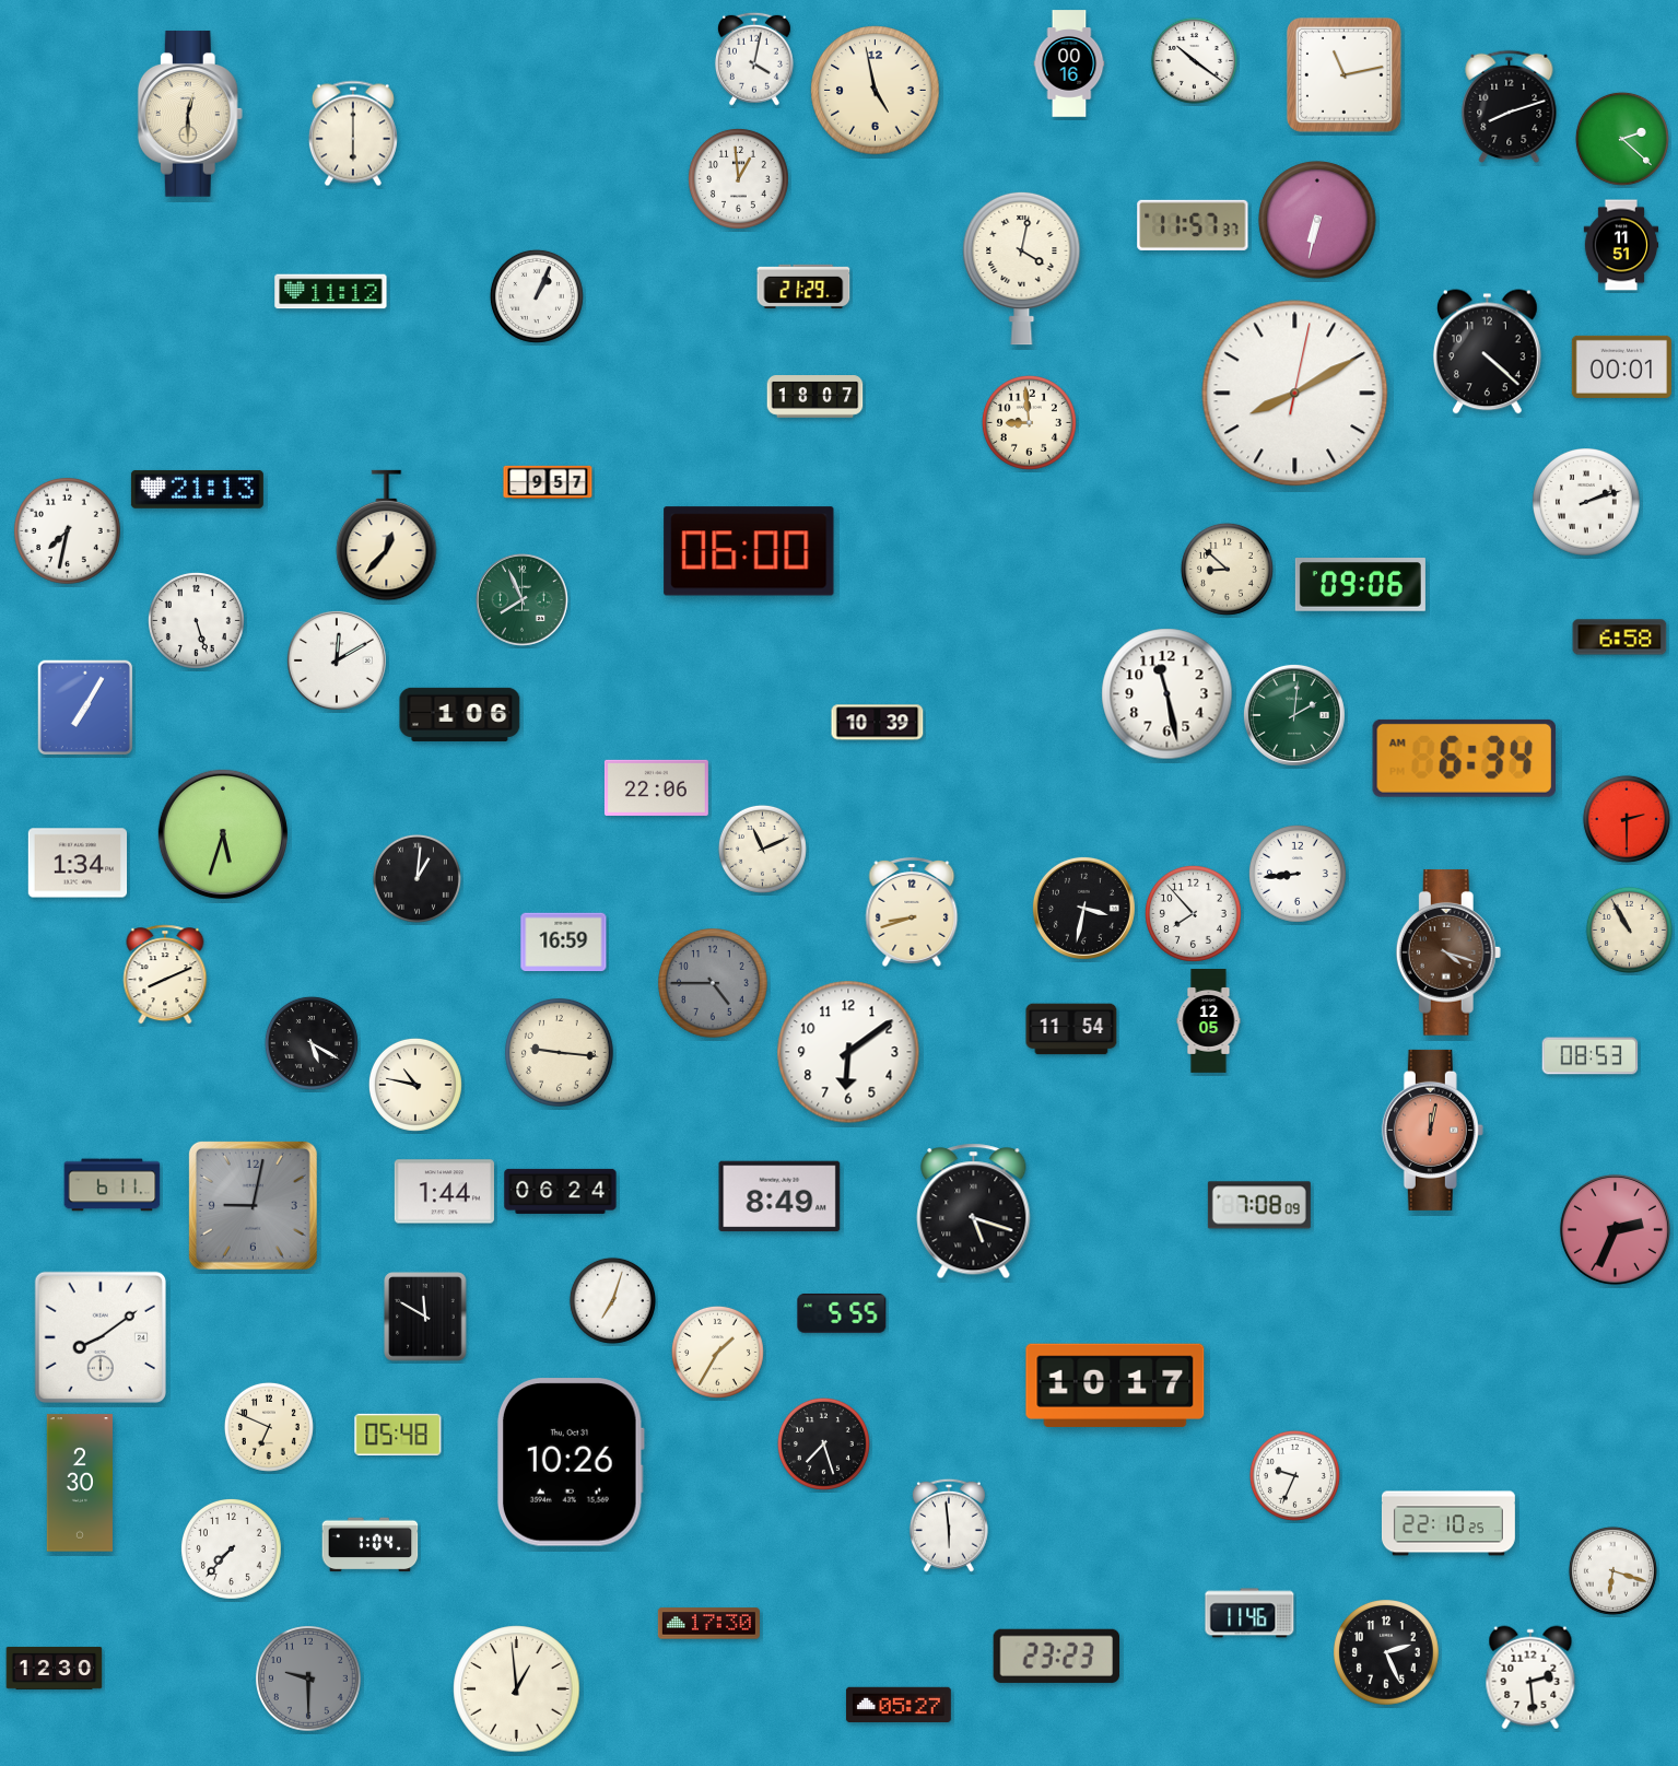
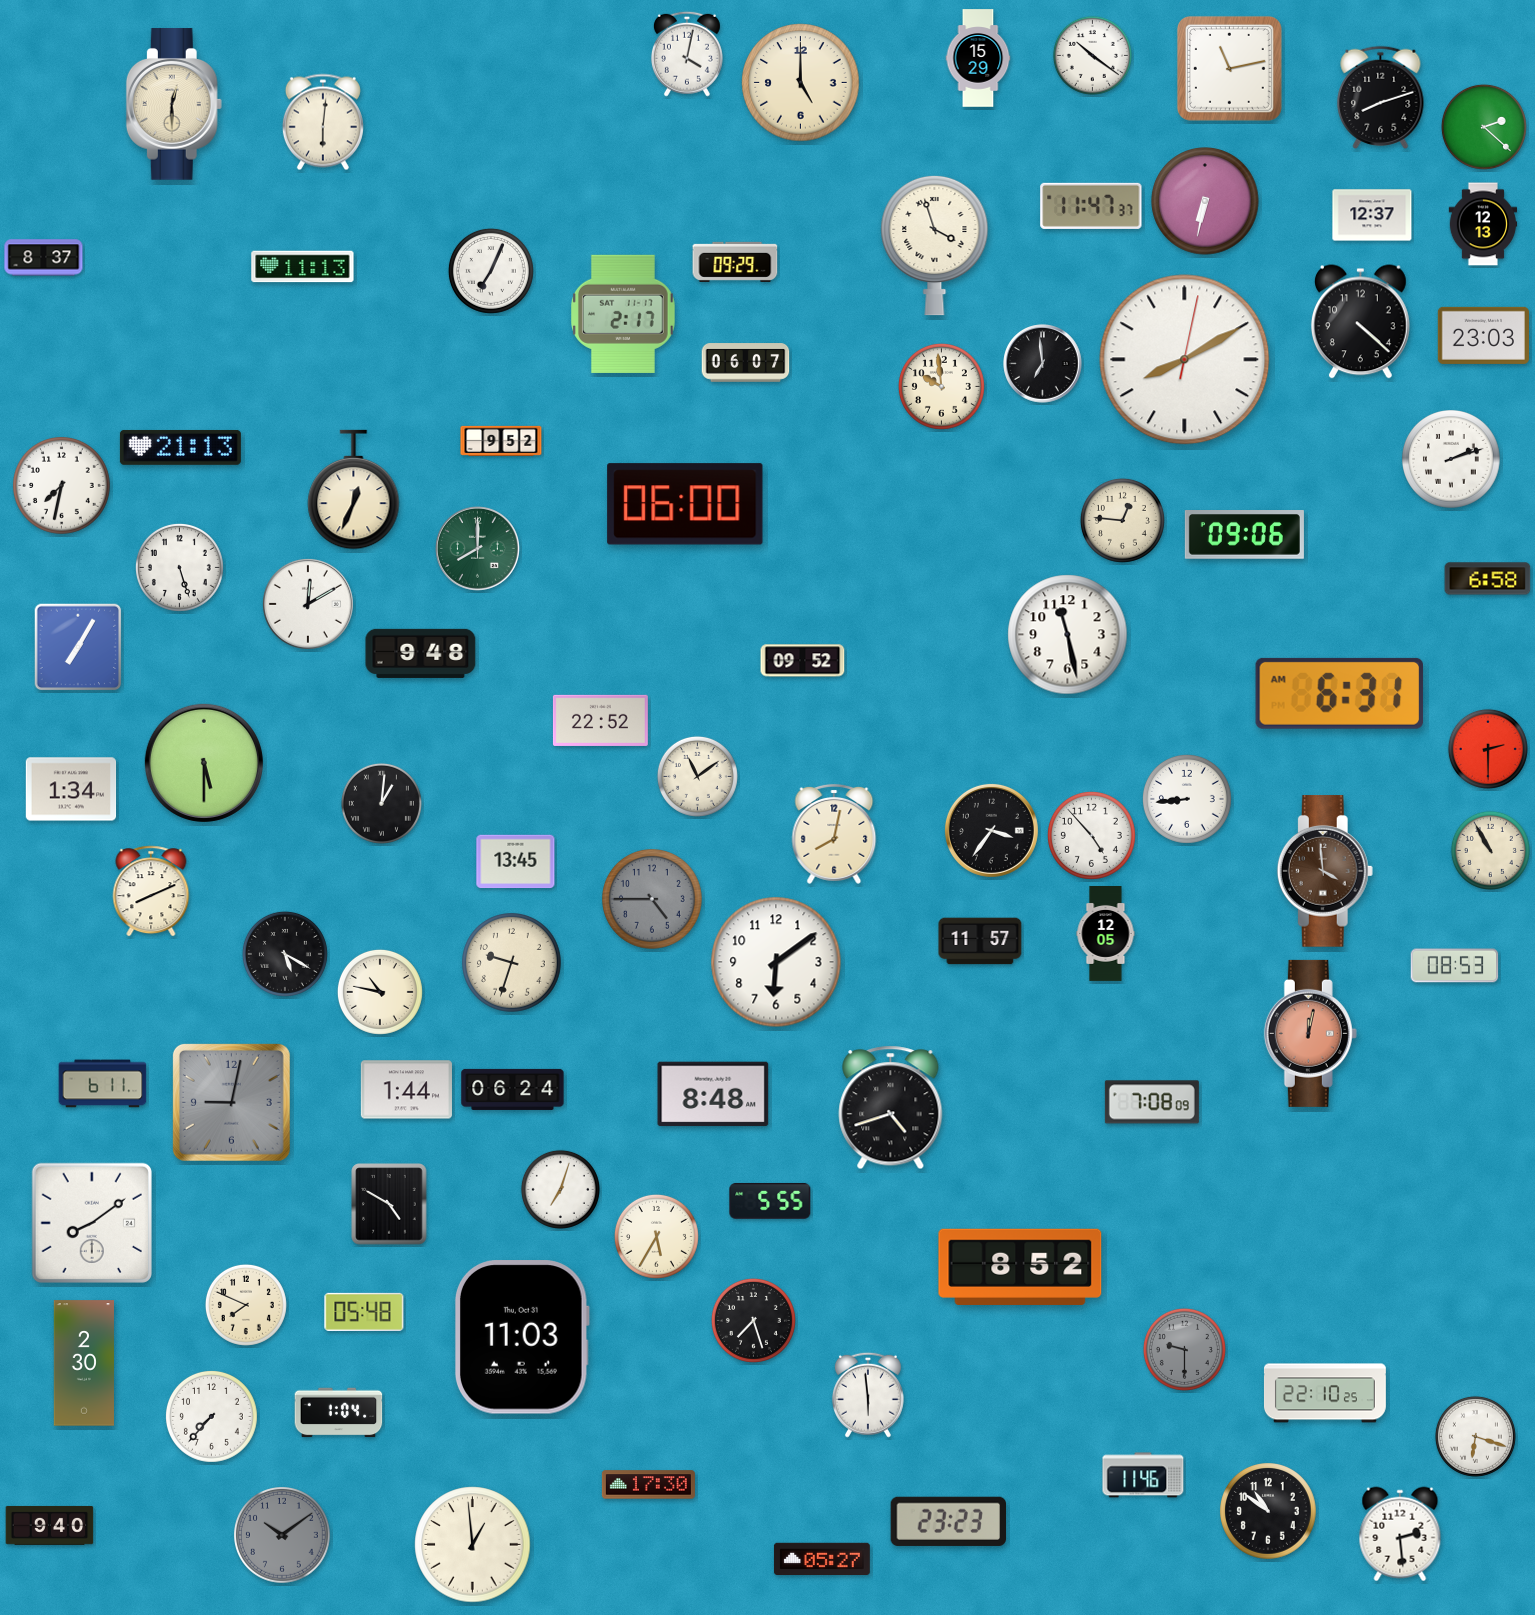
clock at (754, 59) position: (754, 59) -> (687, 54)
clock at (1069, 63): 00:16 -> 15:29
clock at (876, 91): 4:58 -> 5:00
clock at (353, 133): 6:00 -> 6:01
clock at (738, 178): 12:59 -> none
clock at (1193, 225): 11:57 -> 11:47
clock at (1372, 215): none -> 12:37
clock at (1621, 245): 11:51 -> 12:13
clock at (1022, 268): 4:02 -> 3:57
clock at (44, 258): none -> 8:37
clock at (803, 286): 21:29 -> 09:29
clock at (331, 292): 11:12 -> 11:13
clock at (537, 296): 1:04 -> 7:04
clock at (624, 314): none -> 2:17
clock at (1621, 366): 00:01 -> 23:03
clock at (815, 397): 18:07 -> 06:07
clock at (1043, 364): none -> 6:59
clock at (1029, 422): 8:59 -> 9:59
clock at (548, 482): 9:57 -> 9:52
clock at (387, 536): 12:37 -> 12:34
clock at (1227, 569): 8:52 -> 12:46
clock at (523, 600): 7:56 -> 8:00
clock at (1620, 638) position: (1620, 638) -> (1488, 579)
clock at (460, 714): 1:06 -> 9:48
clock at (1294, 715): 2:01 -> none
clock at (878, 723): 10:39 -> 09:52
clock at (1465, 758): 6:34 -> 6:31
clock at (656, 787): 22:06 -> 22:52
clock at (223, 834): 5:33 -> 5:30
clock at (762, 849): 11:11 -> 11:09
clock at (1083, 908): 3:32 -> 3:36
clock at (912, 912): 8:42 -> 8:02
clock at (1193, 913): 7:53 -> 4:53
clock at (564, 943): 16:59 -> 13:45
clock at (1448, 952): 4:18 -> 3:59
clock at (1071, 1029): 11:54 -> 11:57
clock at (560, 1053): 9:16 -> 9:33
clock at (779, 1196): 8:49 -> 8:48
clock at (974, 1212): 5:18 -> 4:42
clock at (1615, 1229): 2:34 -> none
clock at (425, 1317): 11:50 -> 4:50
clock at (717, 1352): 1:35 -> 5:35
clock at (1115, 1385): 10:17 -> 8:52
clock at (269, 1427): 6:49 -> 7:49
clock at (571, 1462): 10:26 -> 11:03
clock at (1294, 1475): 9:34 -> 9:30
clock at (1294, 1475) dial: white -> grey
clock at (79, 1483) position: (79, 1483) -> (83, 1363)
clock at (1387, 1653): 2:26 -> 10:51
clock at (1056, 1656) position: (1056, 1656) -> (948, 1521)
clock at (55, 1668): 12:30 -> 9:40
clock at (309, 1680): 9:30 -> 10:09
